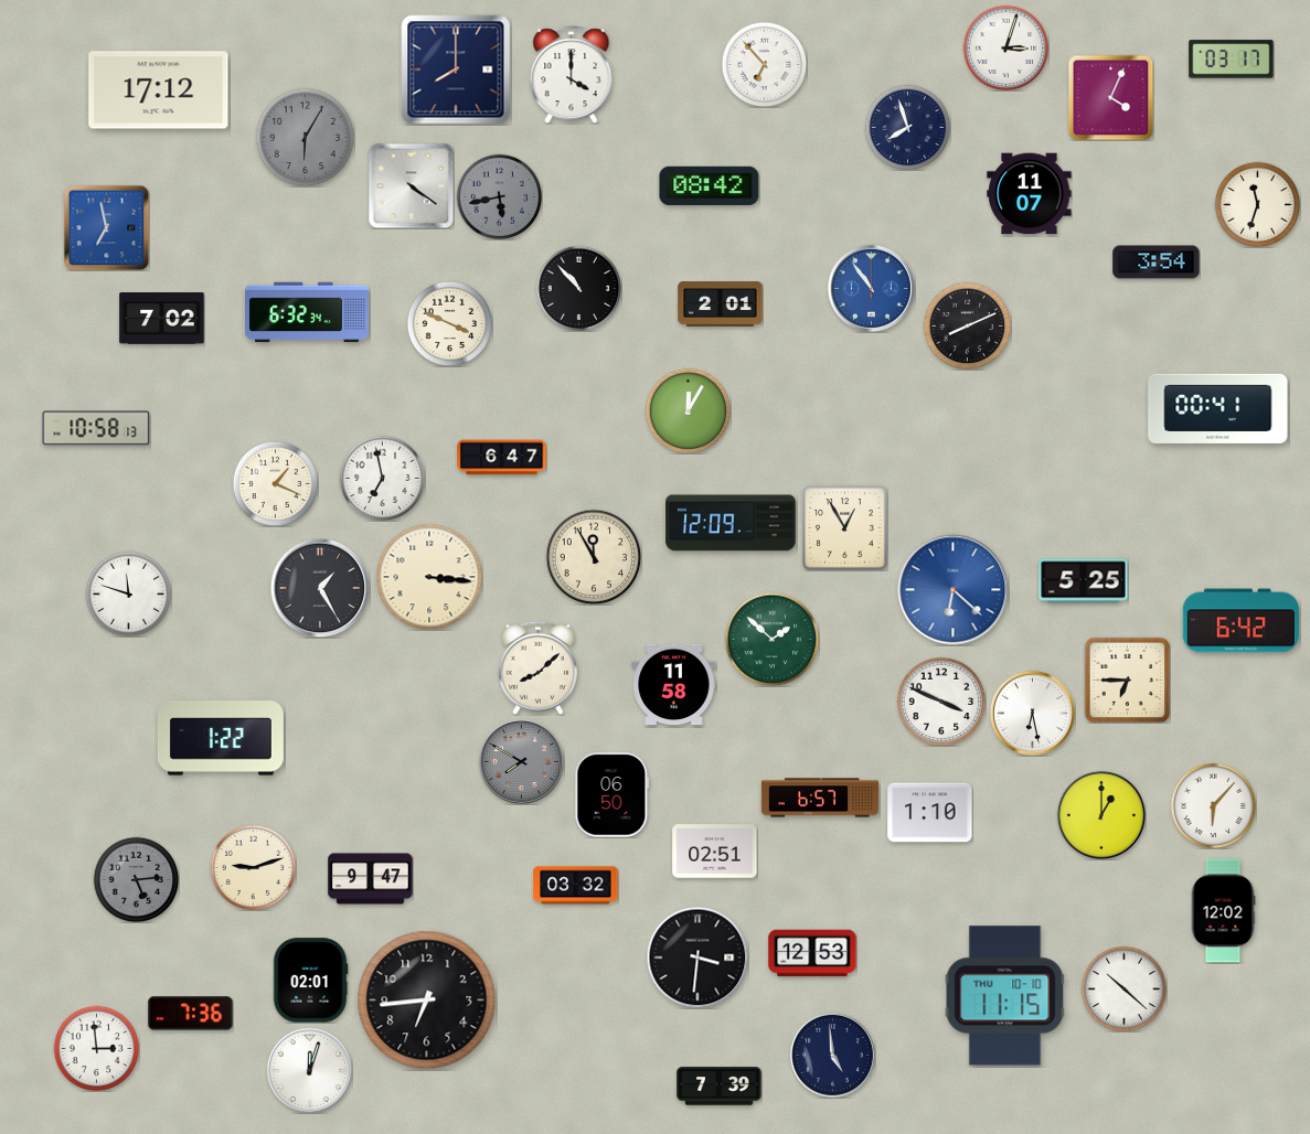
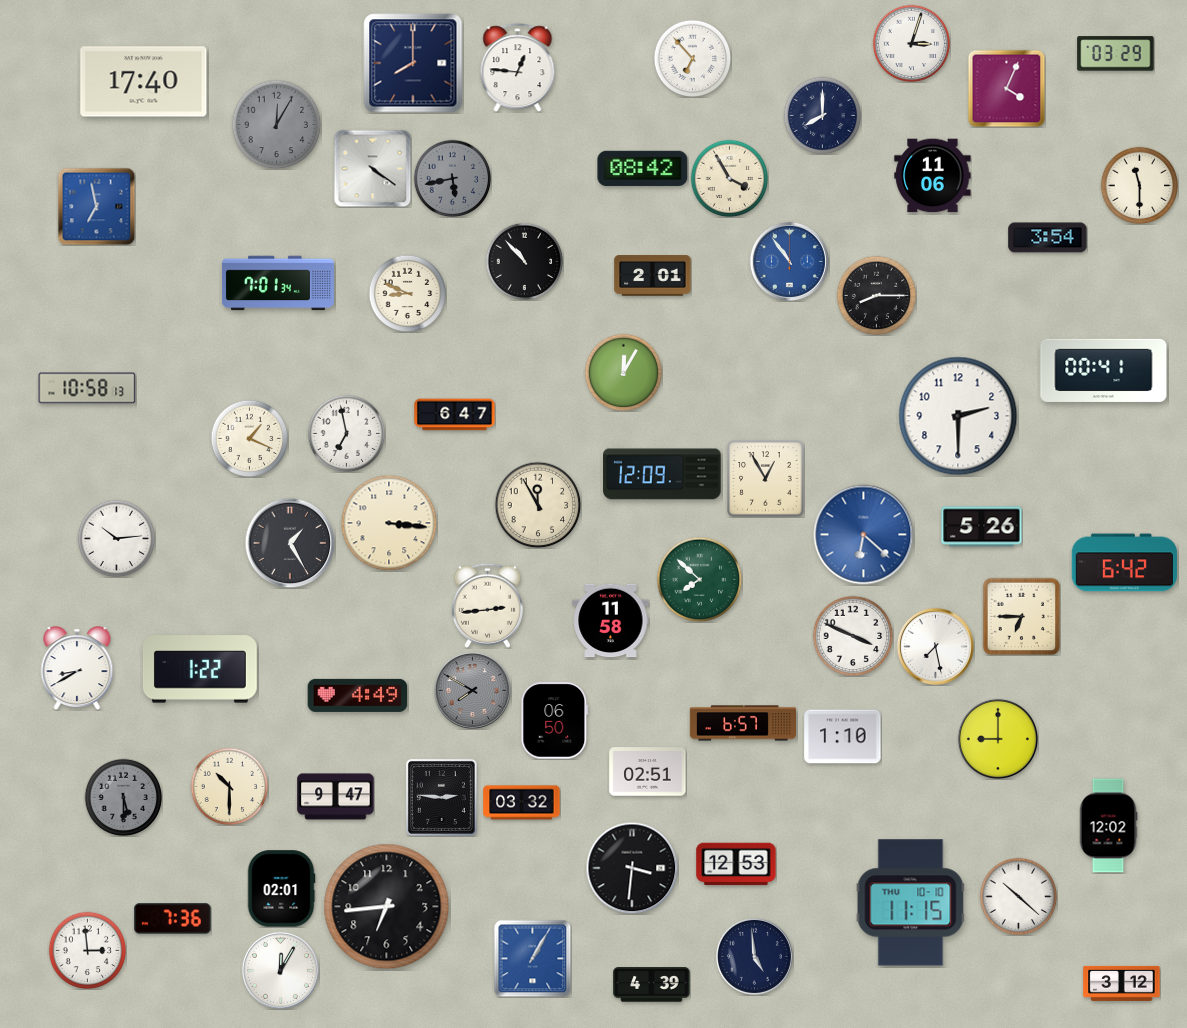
clock at (1232, 60): 03:17 -> 03:29
clock at (572, 75): 4:00 -> 12:46
clock at (159, 90): 17:12 -> 17:40
clock at (907, 127): 7:57 -> 8:00
clock at (305, 137): 6:05 -> 12:05
clock at (1030, 194): 11:07 -> 11:06
clock at (729, 178): none -> 3:55
clock at (1257, 204): 11:33 -> 11:30
clock at (307, 312): 6:32 -> 7:01
clock at (162, 319): 7:02 -> none
clock at (449, 323): 3:49 -> 8:49
clock at (967, 325): 8:11 -> 8:15
clock at (958, 416): none -> 2:30
clock at (1084, 581): 5:25 -> 5:26
clock at (320, 588) position: (320, 588) -> (290, 543)
clock at (128, 593): 11:48 -> 10:14
clock at (771, 639): 1:52 -> 7:52
clock at (537, 667): 8:08 -> 2:44
clock at (1032, 713): 6:28 -> 7:28
clock at (77, 668): none -> 8:40
clock at (358, 695): none -> 4:49
clock at (1213, 805): 6:07 -> none
clock at (1101, 815): 1:00 -> 9:00
clock at (253, 867): 9:12 -> 10:30
clock at (136, 879): 5:14 -> 5:30
clock at (441, 797): none -> 2:46
clock at (532, 958): none -> 1:05
clock at (309, 1070): 12:03 -> 12:05
clock at (1122, 983): none -> 3:12
clock at (720, 1087): 7:39 -> 4:39
